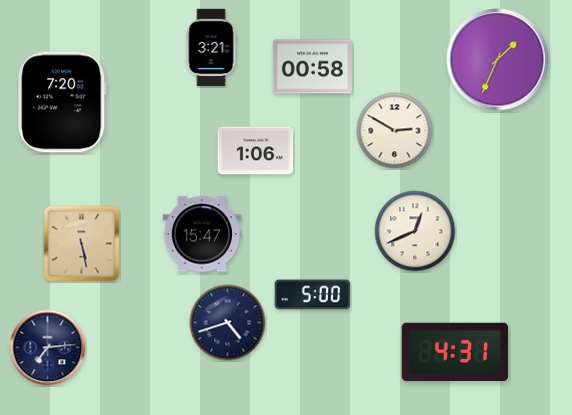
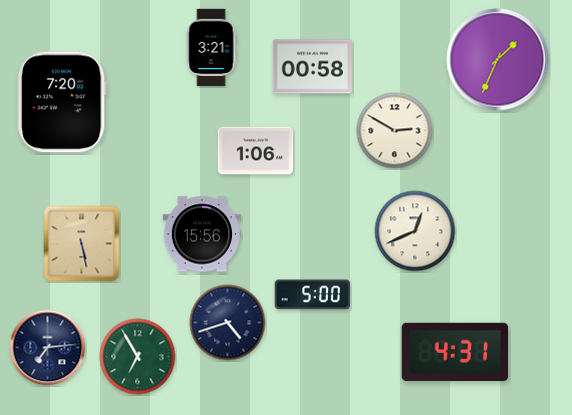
clock at (201, 234): 15:47 -> 15:56
clock at (138, 357): none -> 6:55
